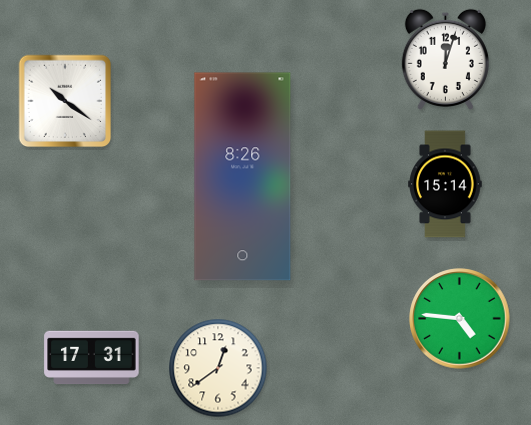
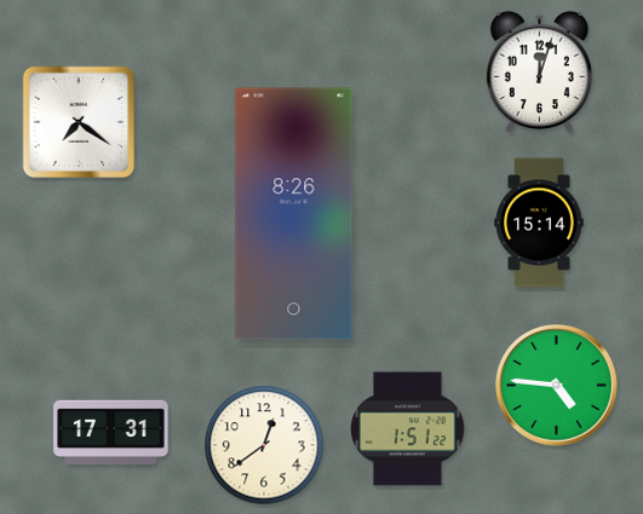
clock at (65, 101): 10:21 -> 7:21
clock at (408, 429): none -> 1:51
